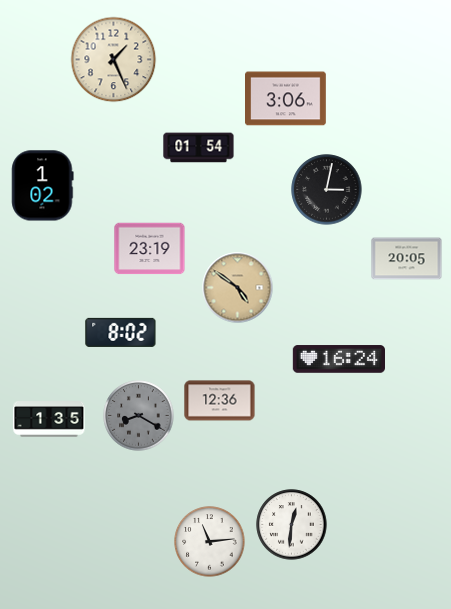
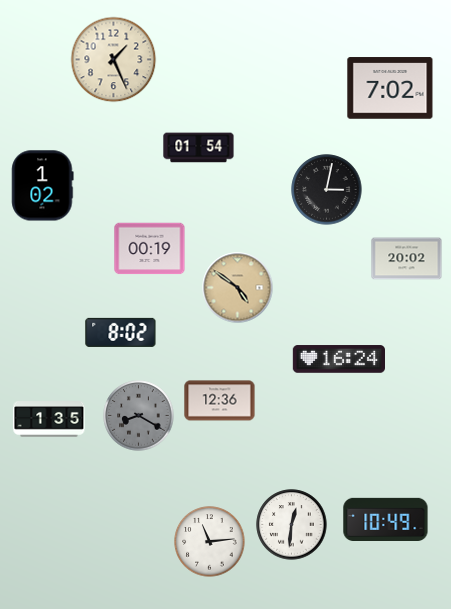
clock at (390, 88): none -> 7:02
clock at (286, 99): 3:06 -> none
clock at (150, 249): 23:19 -> 00:19
clock at (407, 259): 20:05 -> 20:02
clock at (386, 519): none -> 10:49
